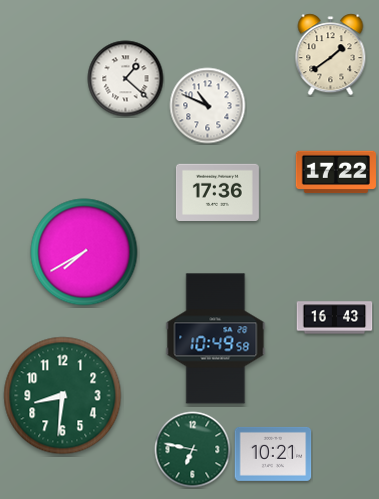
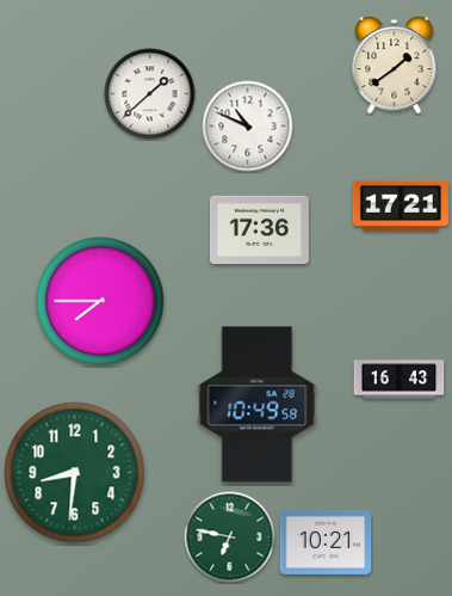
clock at (126, 79): 1:22 -> 1:38
clock at (336, 172): 17:22 -> 17:21
clock at (84, 252): 7:40 -> 7:45
